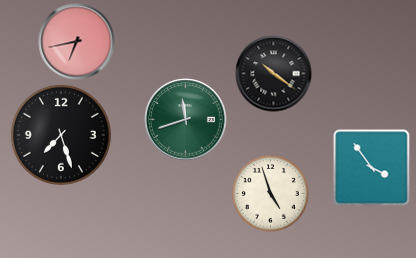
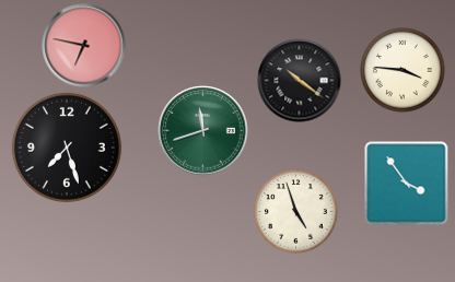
clock at (77, 42): 6:43 -> 6:47
clock at (402, 70): none -> 3:46
